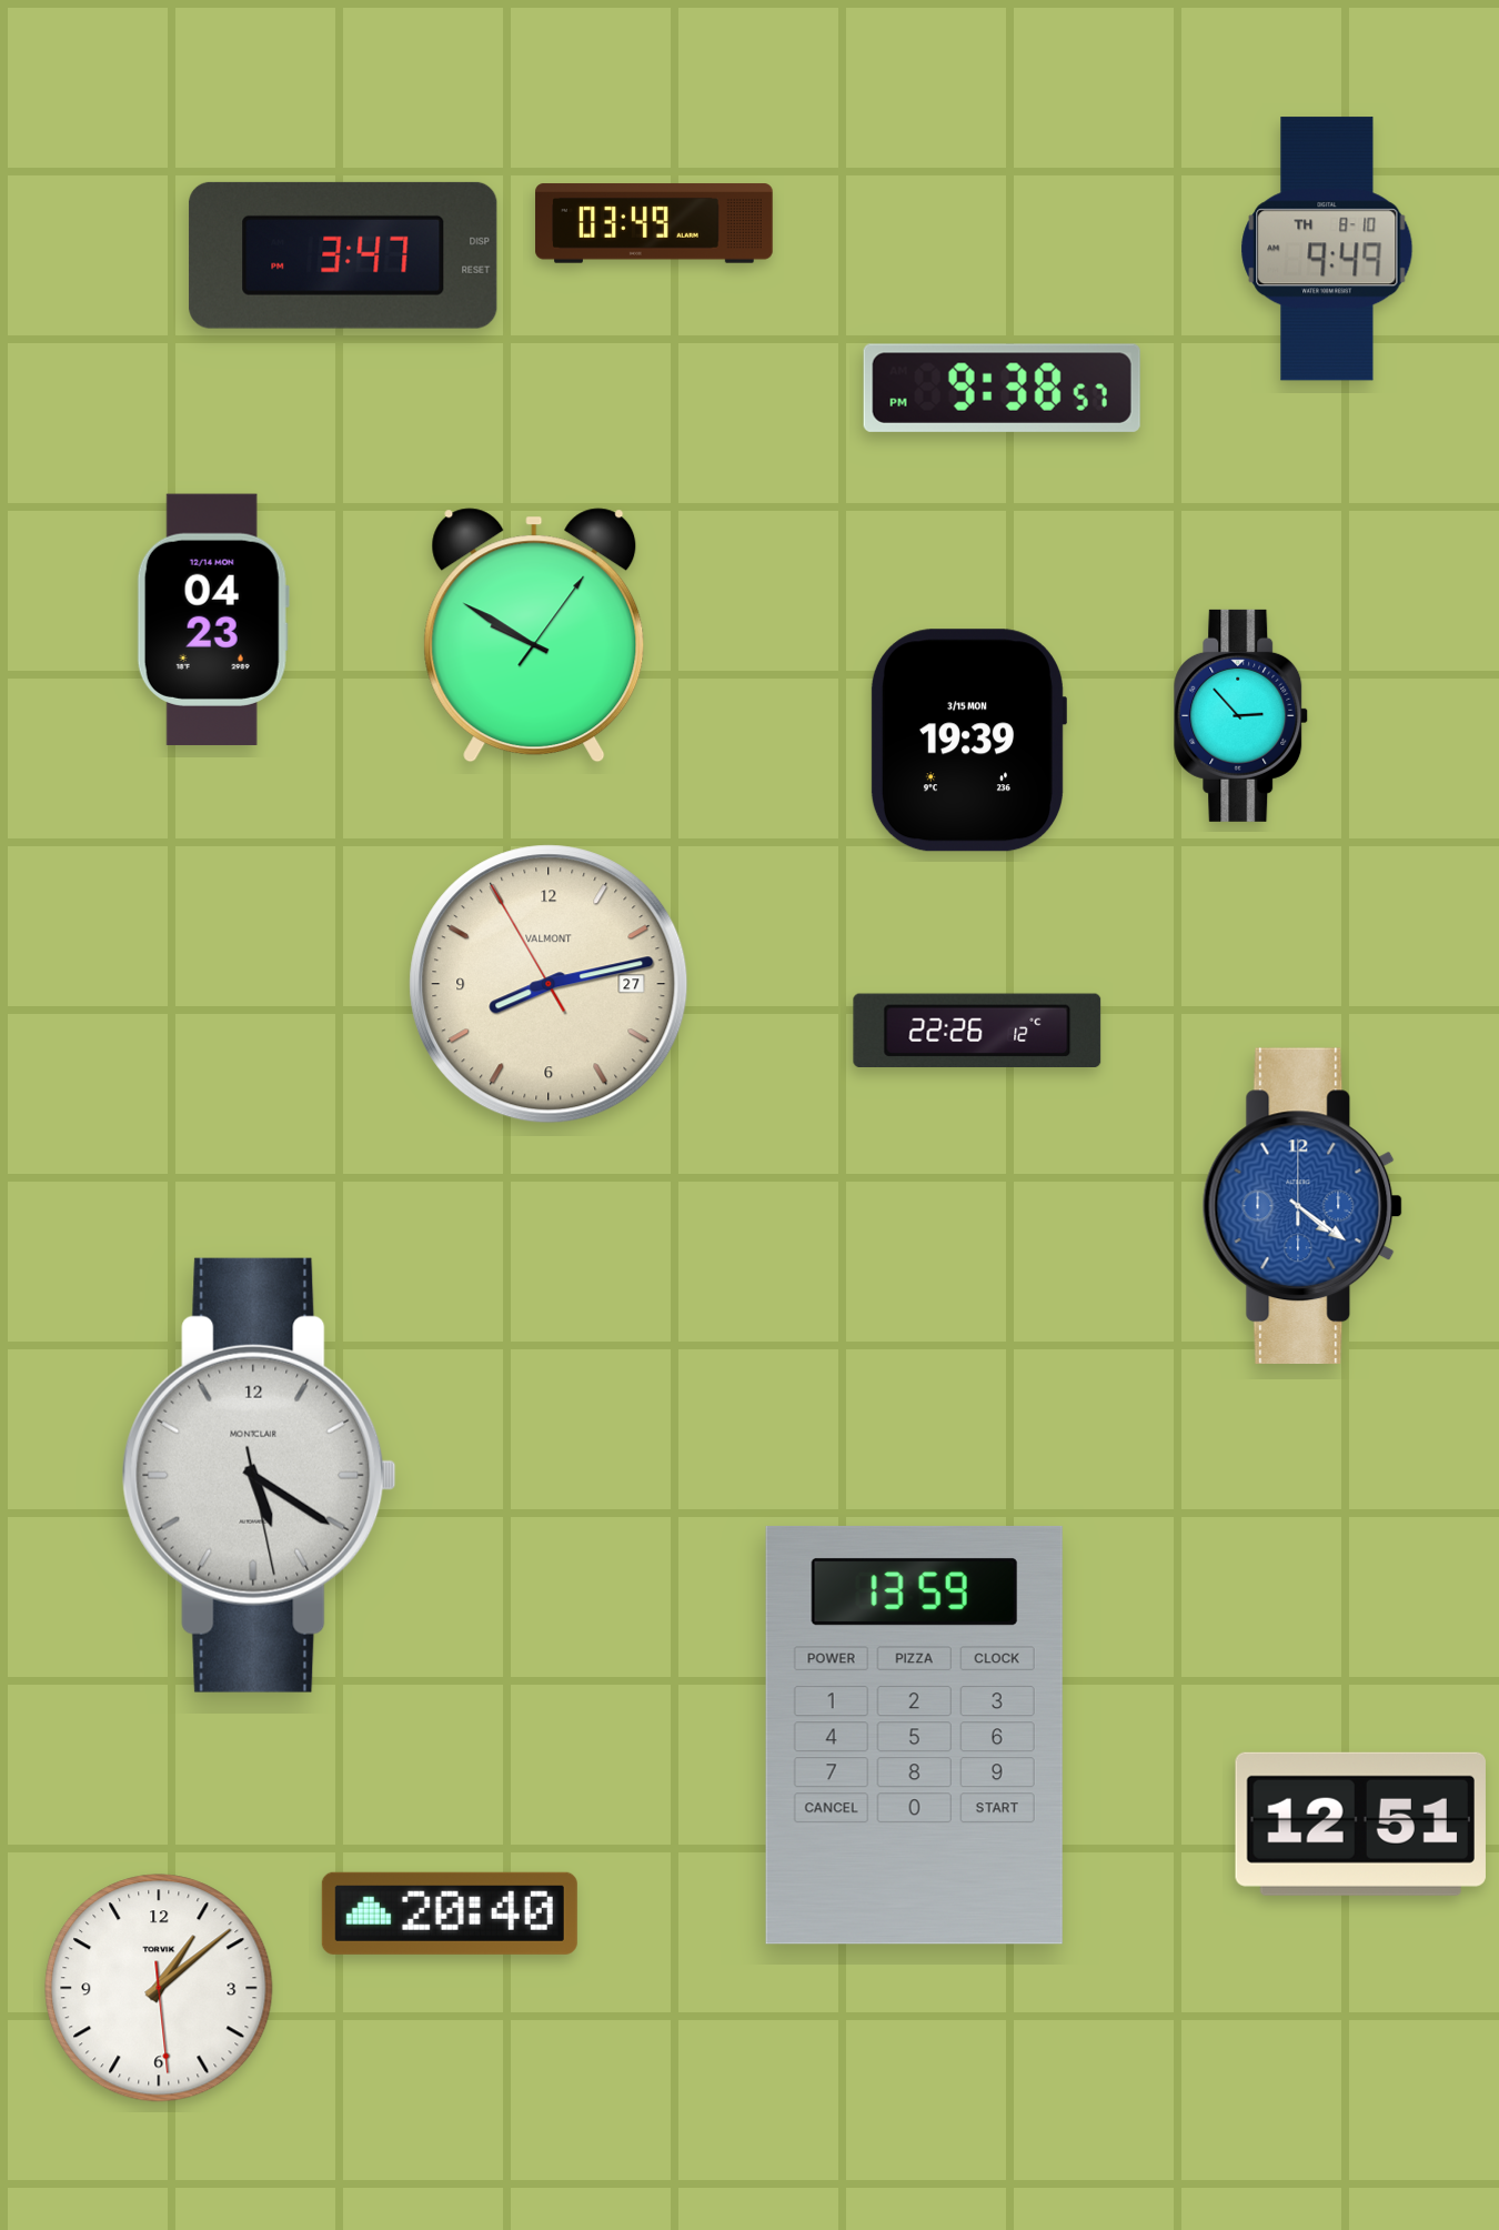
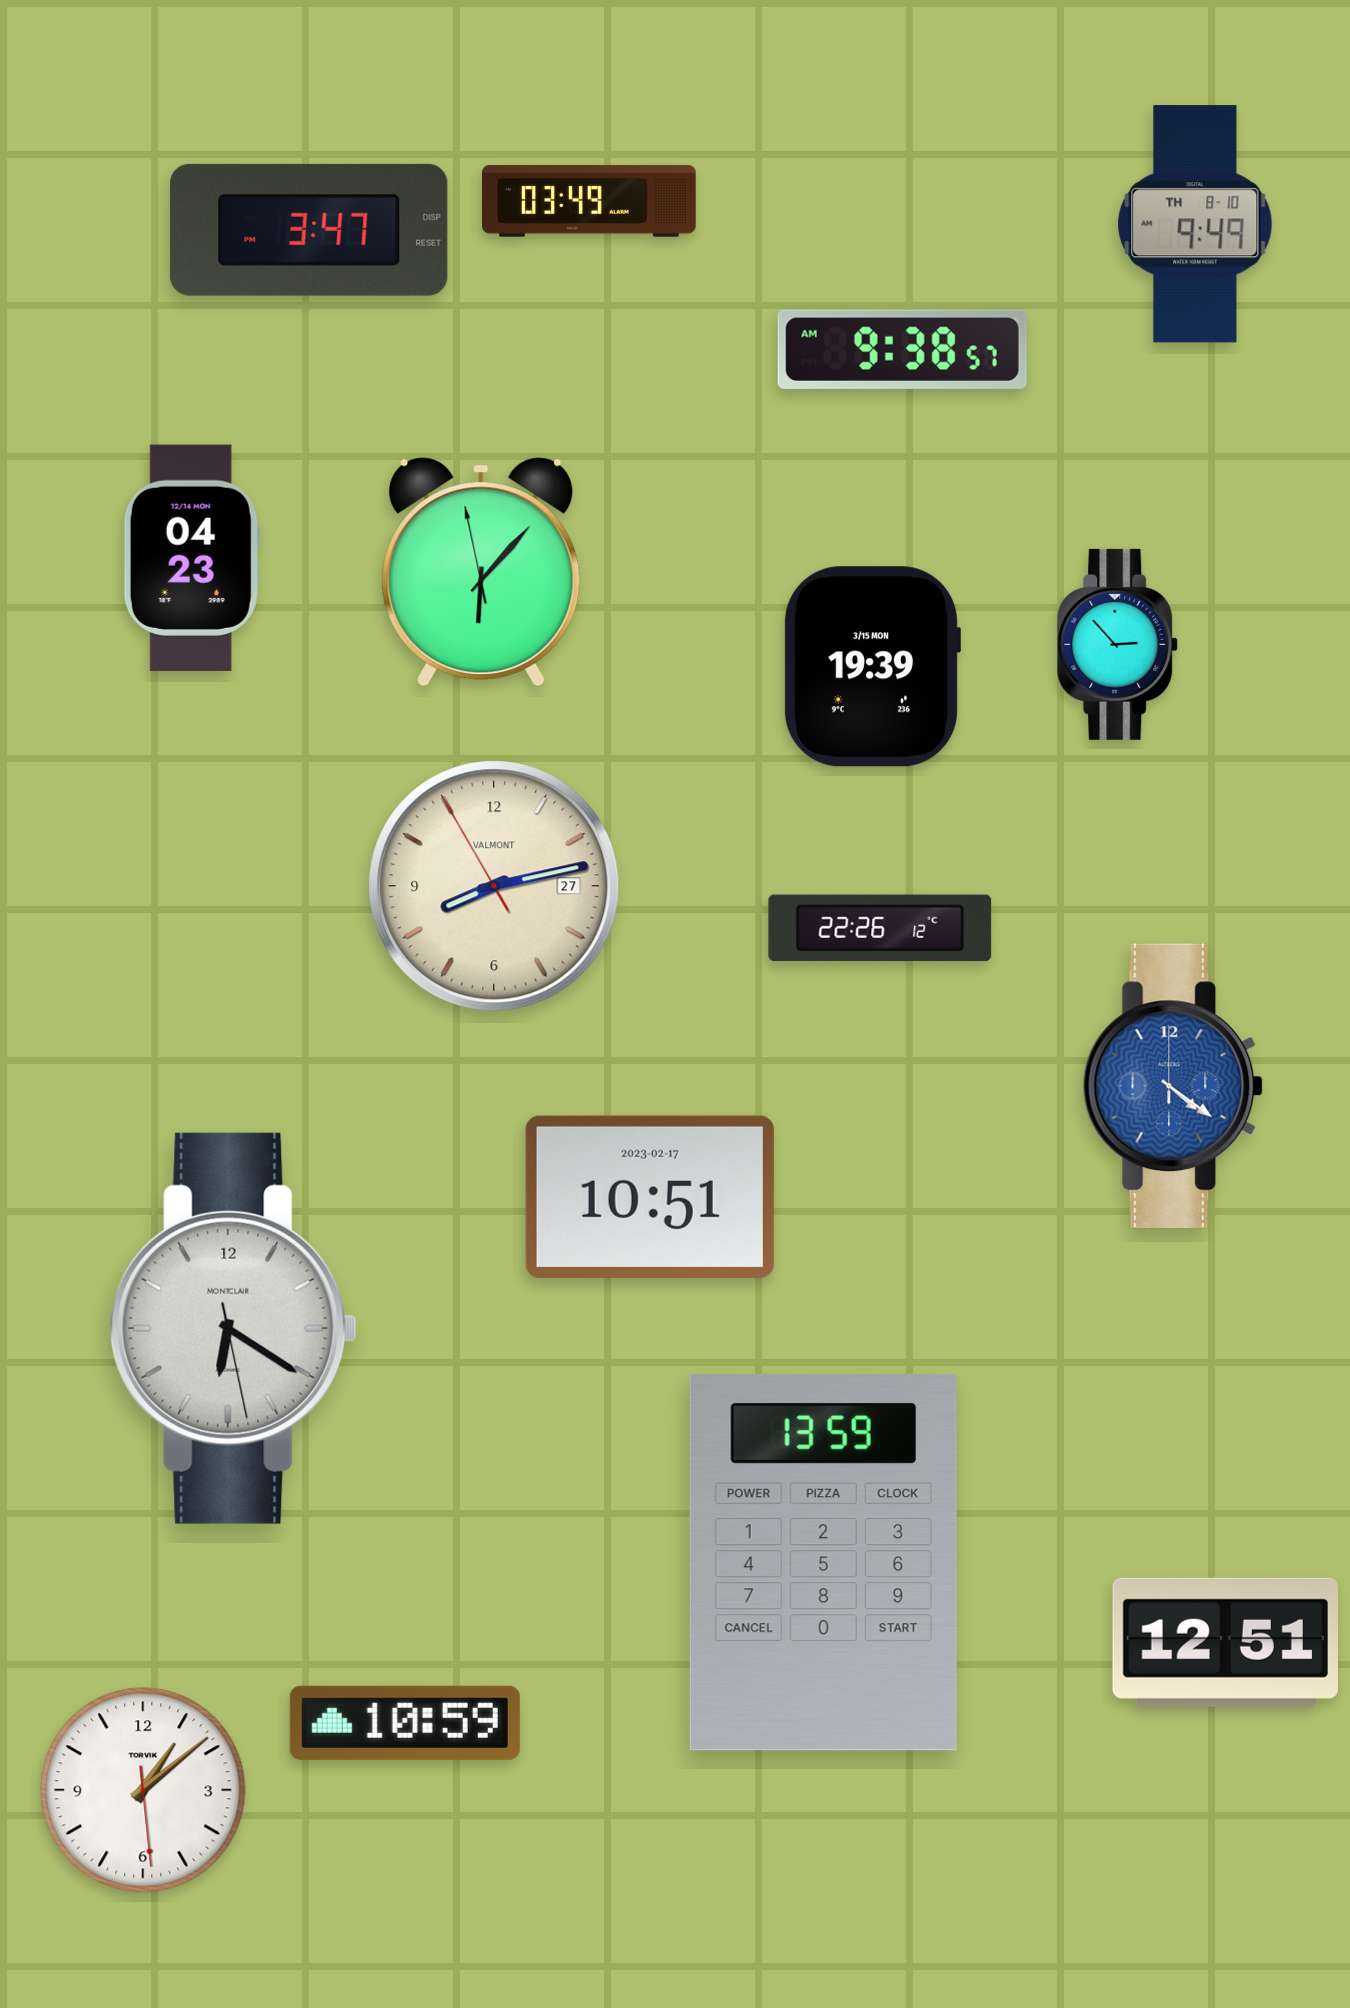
clock at (1002, 388): 9:38:57 PM -> 9:38:57 AM
clock at (534, 635): 9:50 -> 6:06
clock at (650, 1197): none -> 10:51
clock at (259, 1475): 5:20 -> 6:20
clock at (450, 1913): 20:40 -> 10:59
